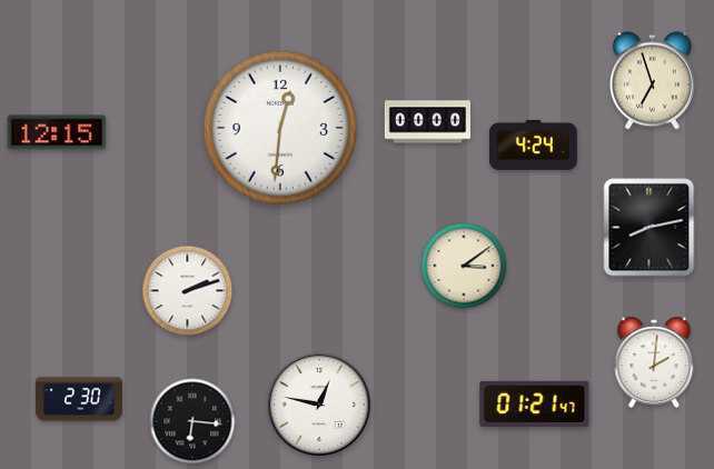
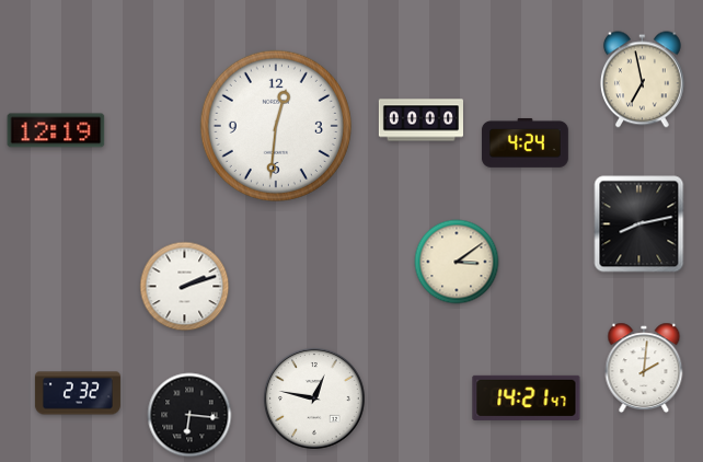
clock at (652, 81): 6:57 -> 6:58
clock at (57, 132): 12:15 -> 12:19
clock at (654, 362) position: (654, 362) -> (644, 368)
clock at (79, 399): 2:30 -> 2:32
clock at (535, 403): 01:21 -> 14:21
